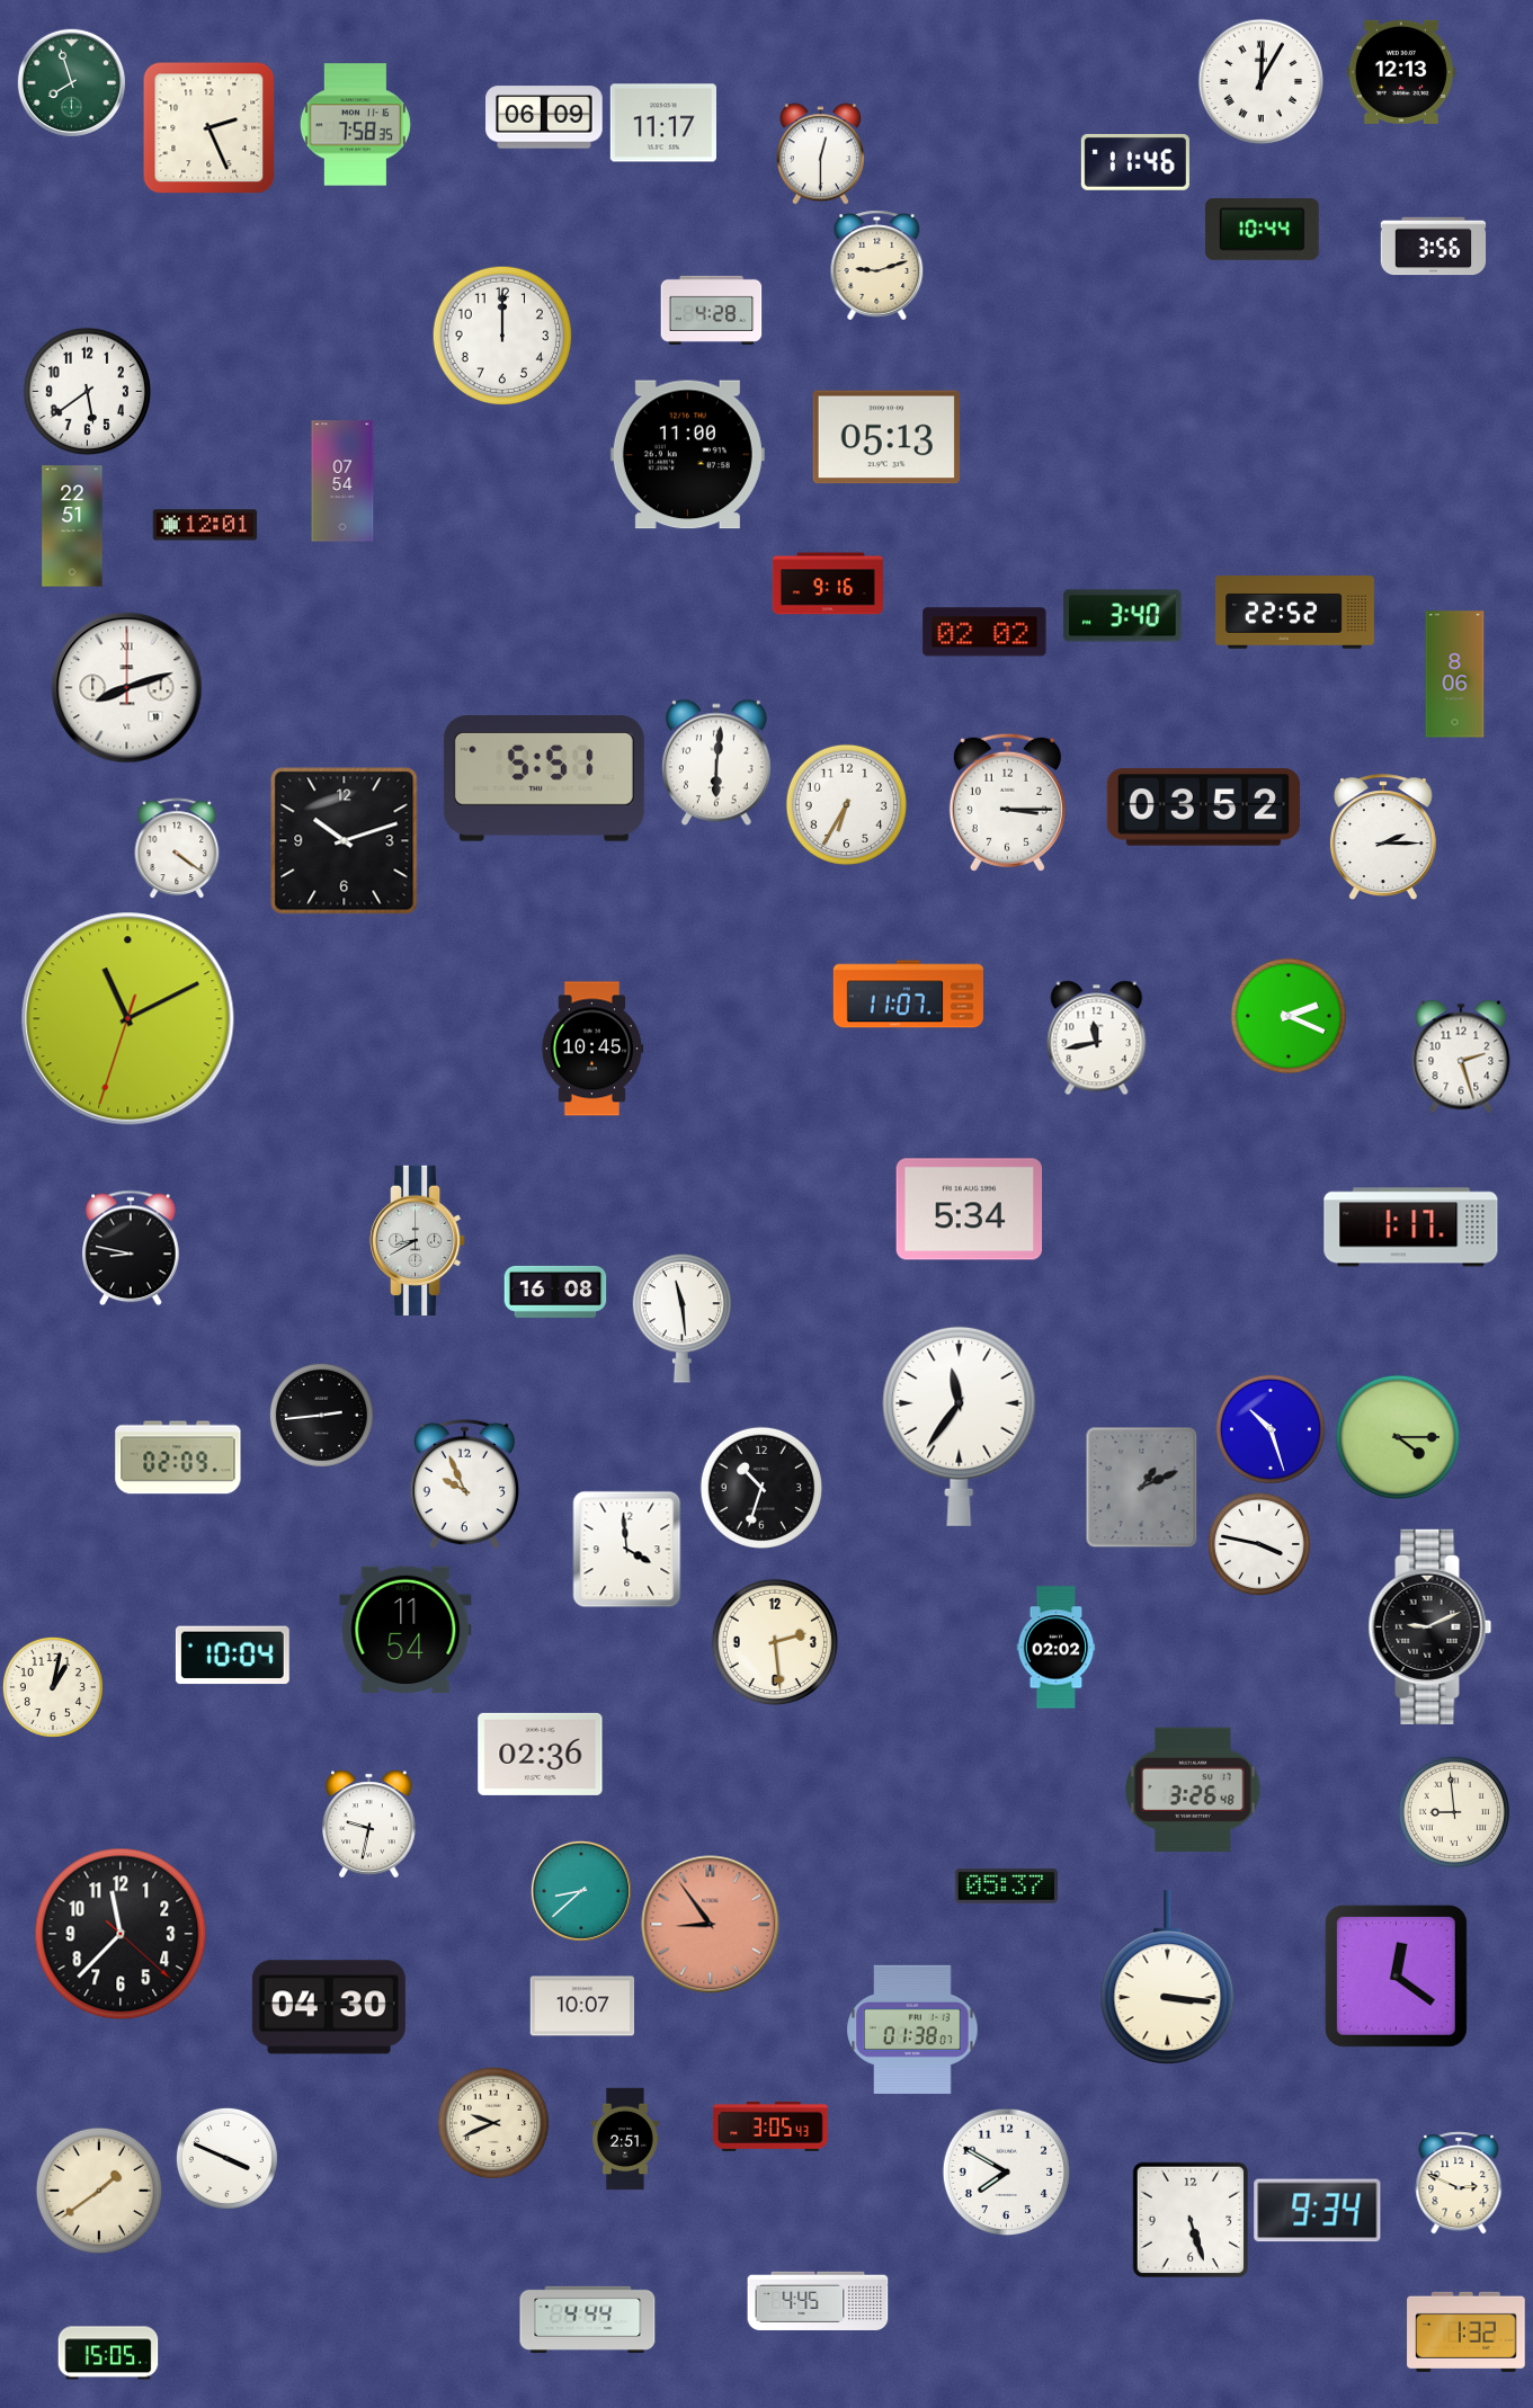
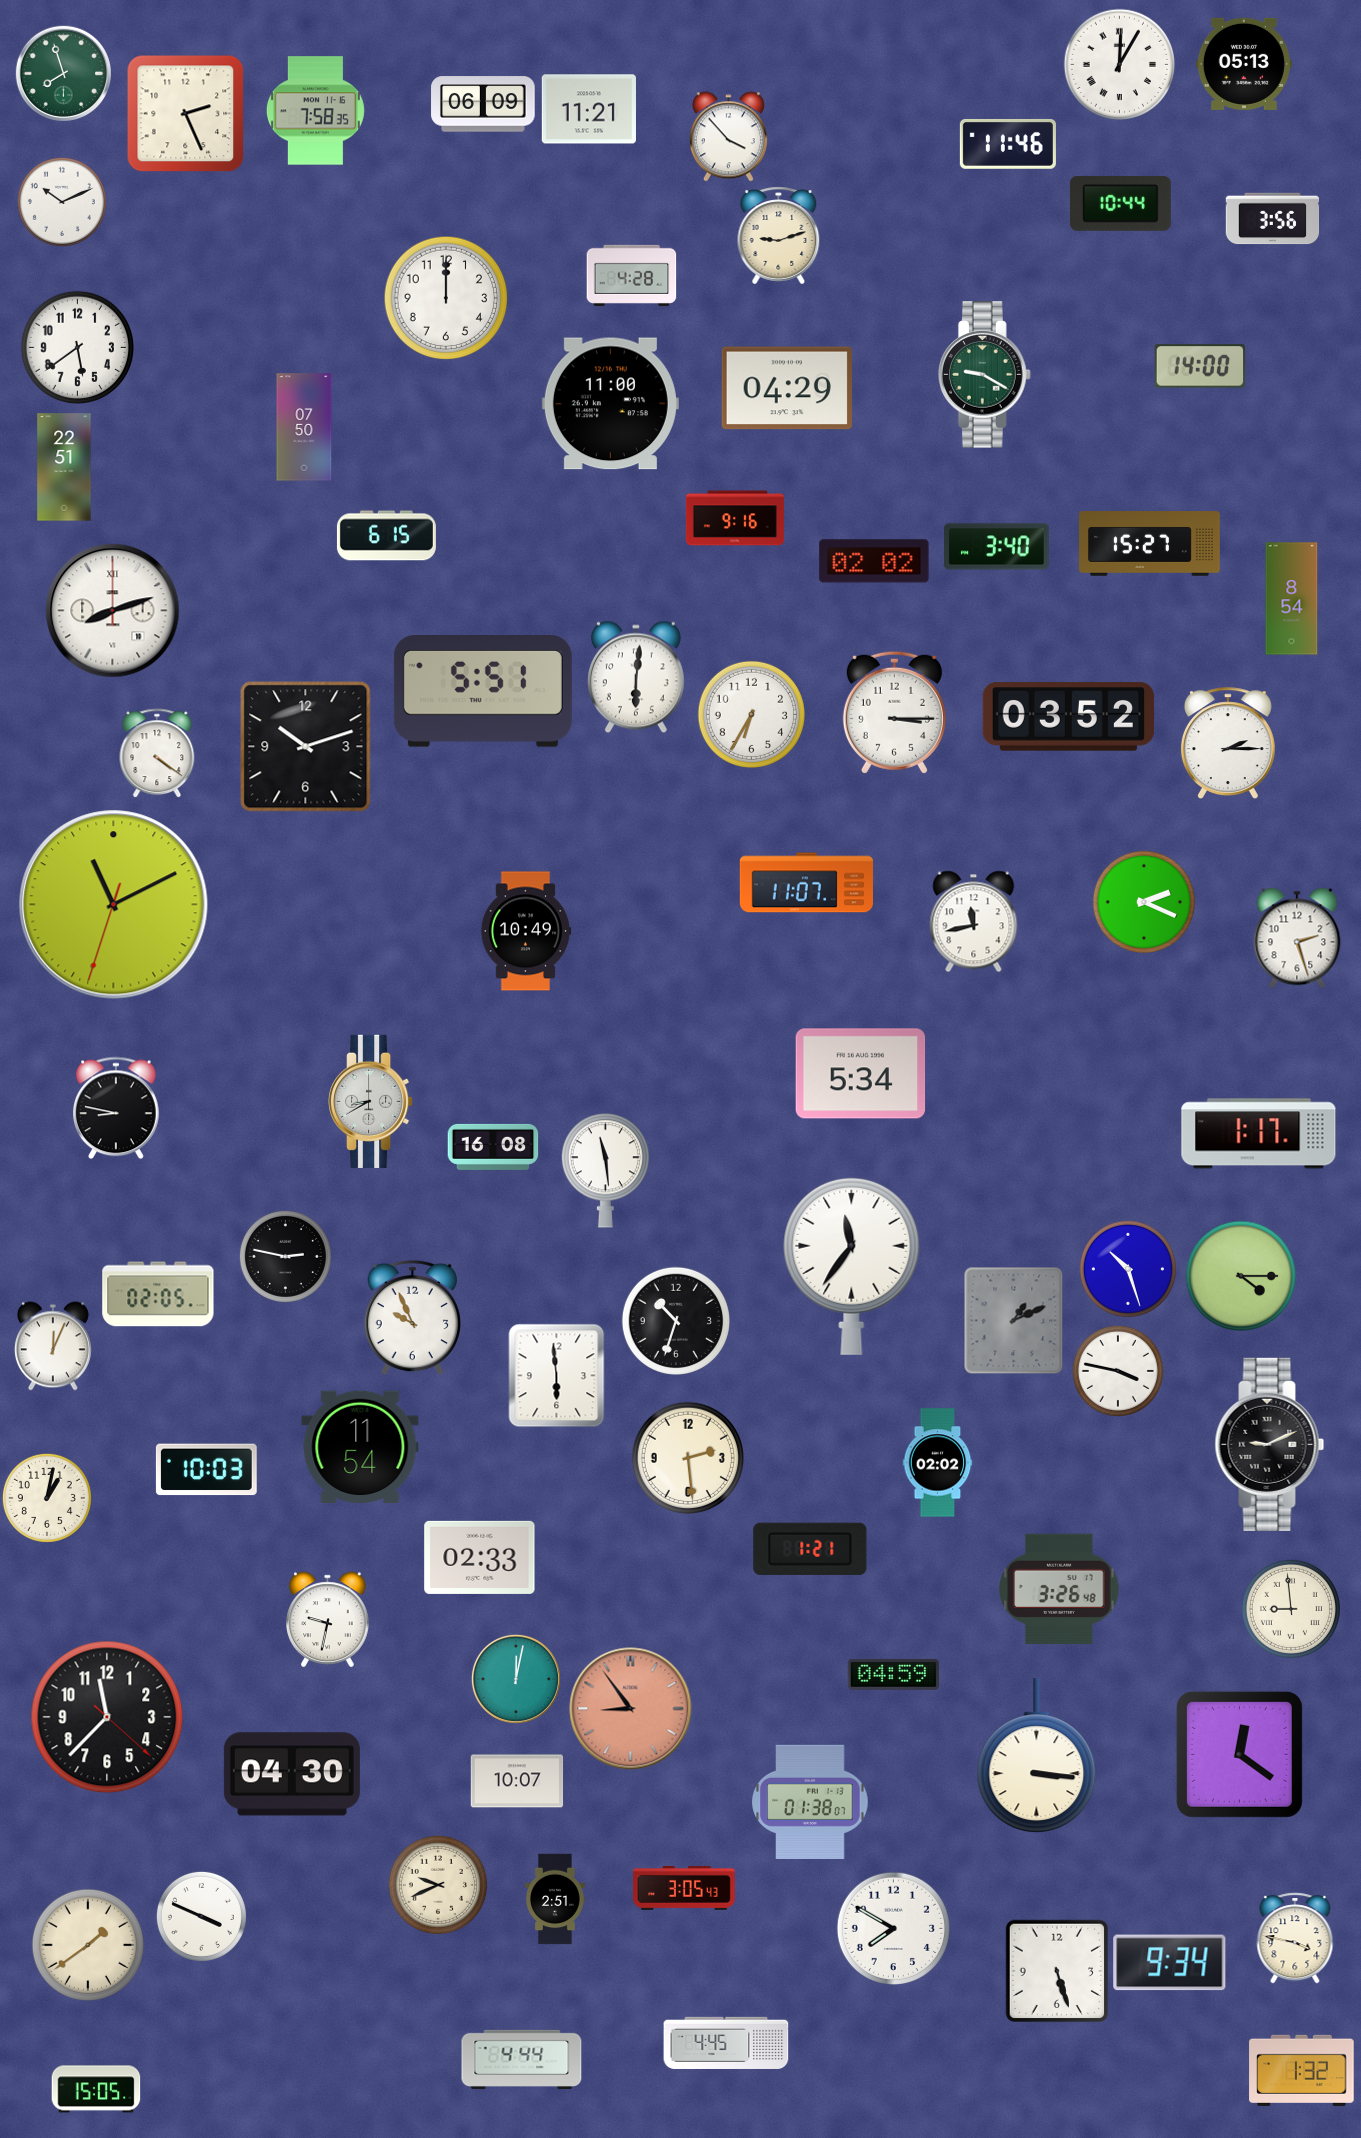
clock at (1401, 72): 12:13 -> 05:13
clock at (1260, 81) position: (1260, 81) -> (1119, 64)
clock at (663, 123): 11:17 -> 11:21
clock at (820, 154): 12:30 -> 3:53
clock at (62, 202): none -> 10:11
clock at (1200, 366): none -> 14:00
clock at (985, 375): none -> 9:20
clock at (885, 437): 05:13 -> 04:29
clock at (342, 481): 07:54 -> 07:50
clock at (205, 525): 12:01 -> none
clock at (386, 536): none -> 6:15
clock at (1295, 613): 22:52 -> 15:27
clock at (1455, 675): 8:06 -> 8:54
clock at (592, 1049): 10:45 -> 10:49
clock at (1411, 1228) position: (1411, 1228) -> (1259, 1134)
clock at (321, 1415): 2:44 -> 2:47
clock at (178, 1457): 02:09 -> 02:05
clock at (53, 1346): none -> 12:04
clock at (627, 1550): 3:59 -> 5:59
clock at (232, 1656): 10:04 -> 10:03
clock at (810, 1549): none -> 1:21
clock at (541, 1754): 02:36 -> 02:33
clock at (1007, 1885): 05:37 -> 04:59
clock at (581, 1891): 8:38 -> 12:02
clock at (329, 2007) position: (329, 2007) -> (292, 1774)
clock at (1459, 2183): 2:49 -> 3:47
